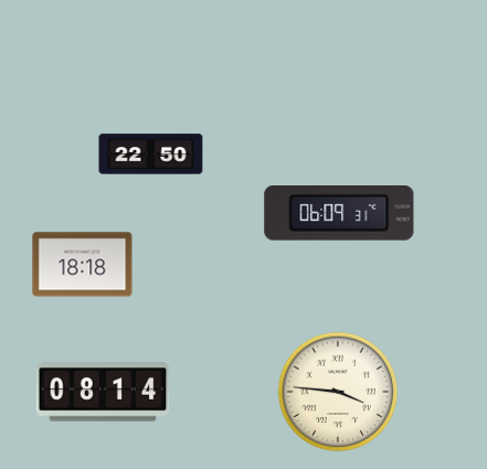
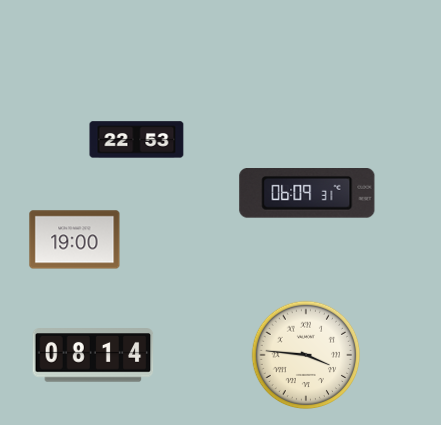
clock at (151, 154): 22:50 -> 22:53
clock at (83, 265): 18:18 -> 19:00
